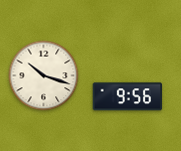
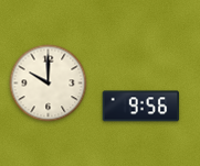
clock at (44, 76): 10:18 -> 10:00
